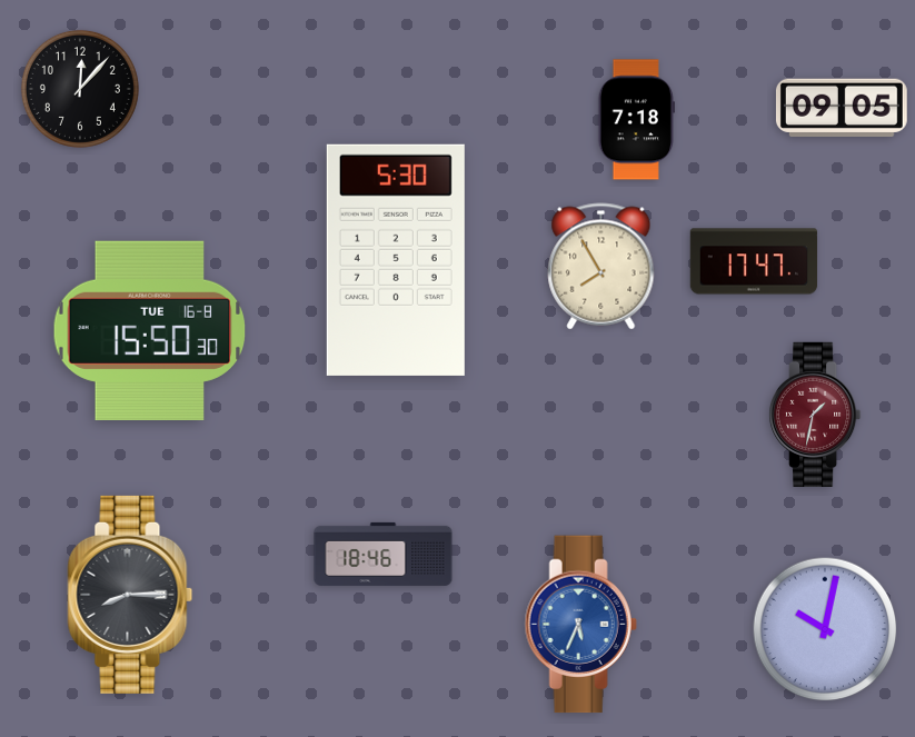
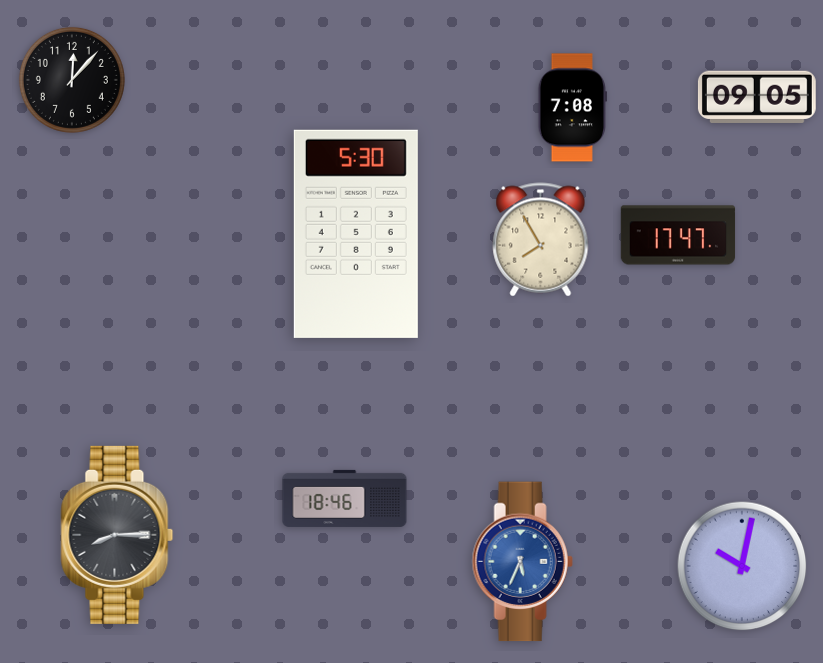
clock at (636, 120): 7:18 -> 7:08
clock at (150, 330): 15:50 -> none
clock at (815, 415): 1:32 -> none
